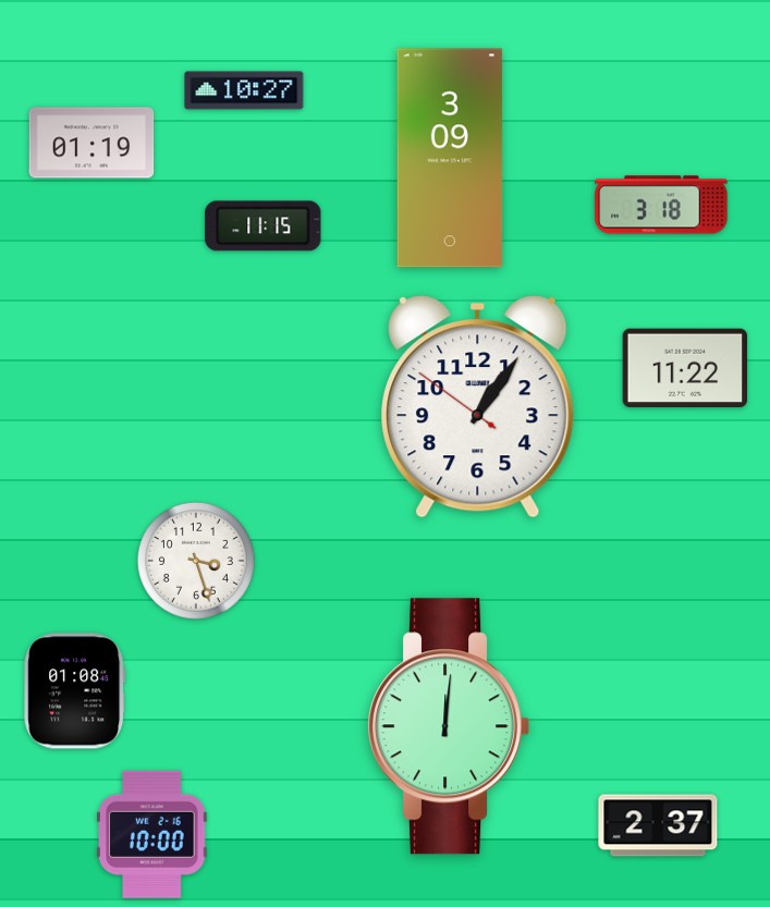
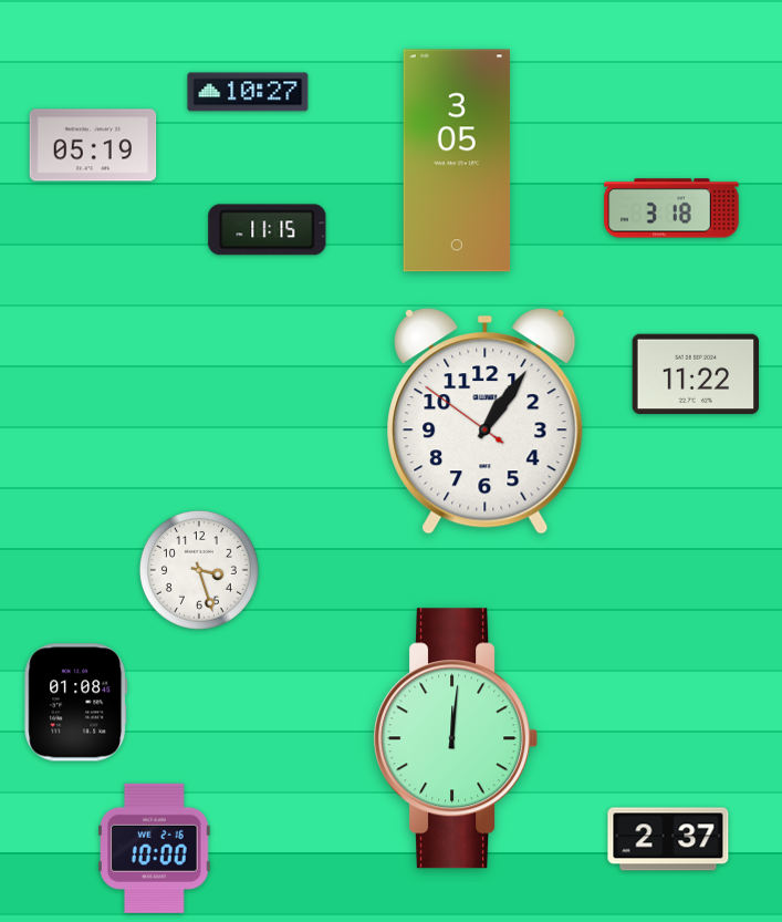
clock at (91, 143): 01:19 -> 05:19
clock at (450, 158): 3:09 -> 3:05
clock at (478, 407) position: (478, 407) -> (486, 422)
